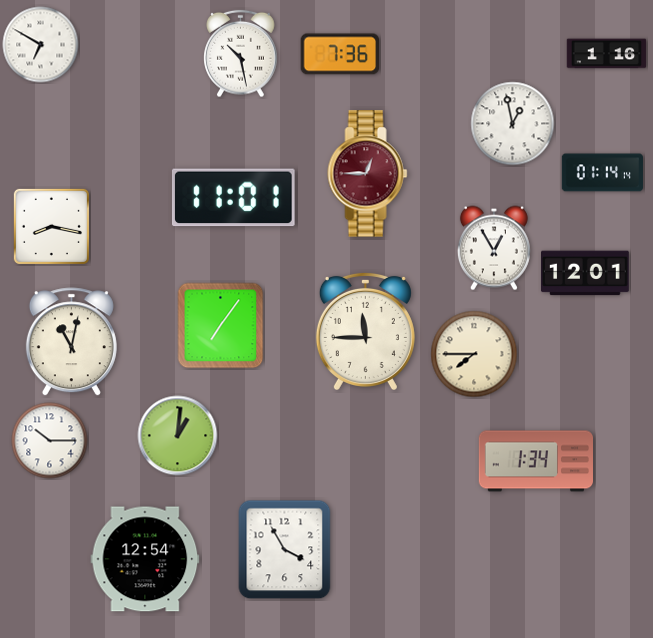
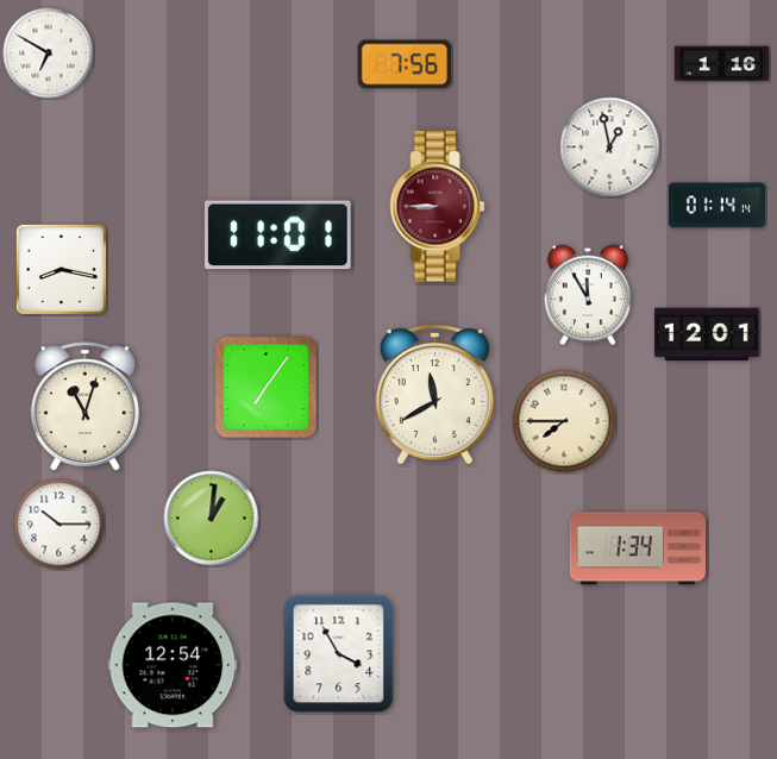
clock at (241, 54): 10:28 -> none
clock at (340, 54): 7:36 -> 7:56
clock at (368, 174): 12:45 -> 8:45
clock at (494, 248): 12:55 -> 11:55
clock at (586, 273) position: (586, 273) -> (708, 334)
clock at (221, 326) position: (221, 326) -> (267, 388)
clock at (365, 331): 11:45 -> 11:40
clock at (71, 342): 11:02 -> 11:03
